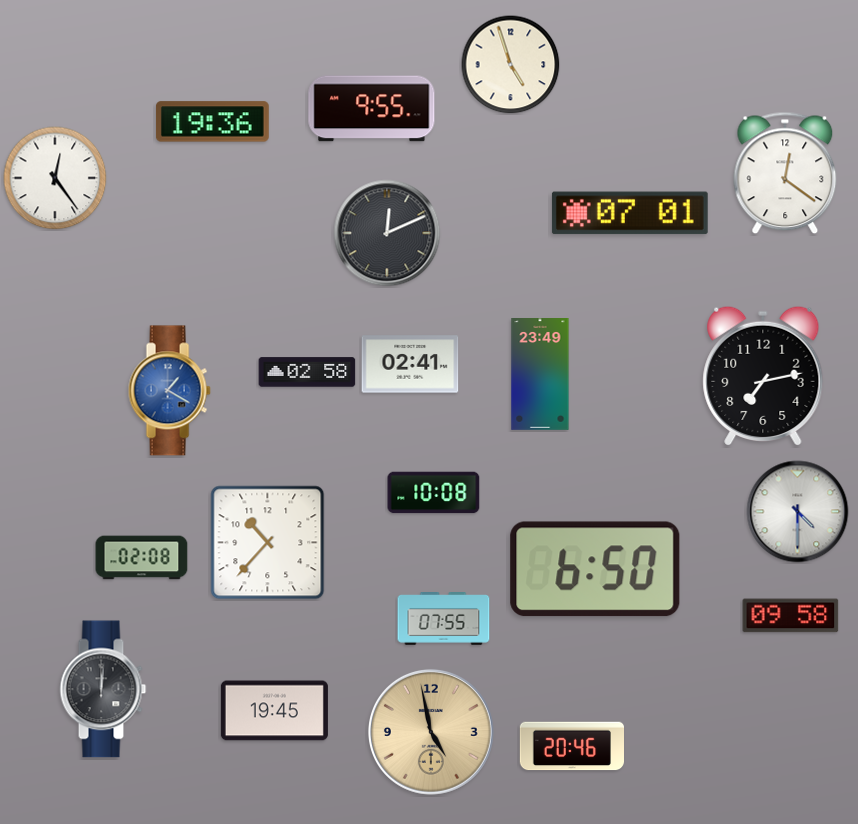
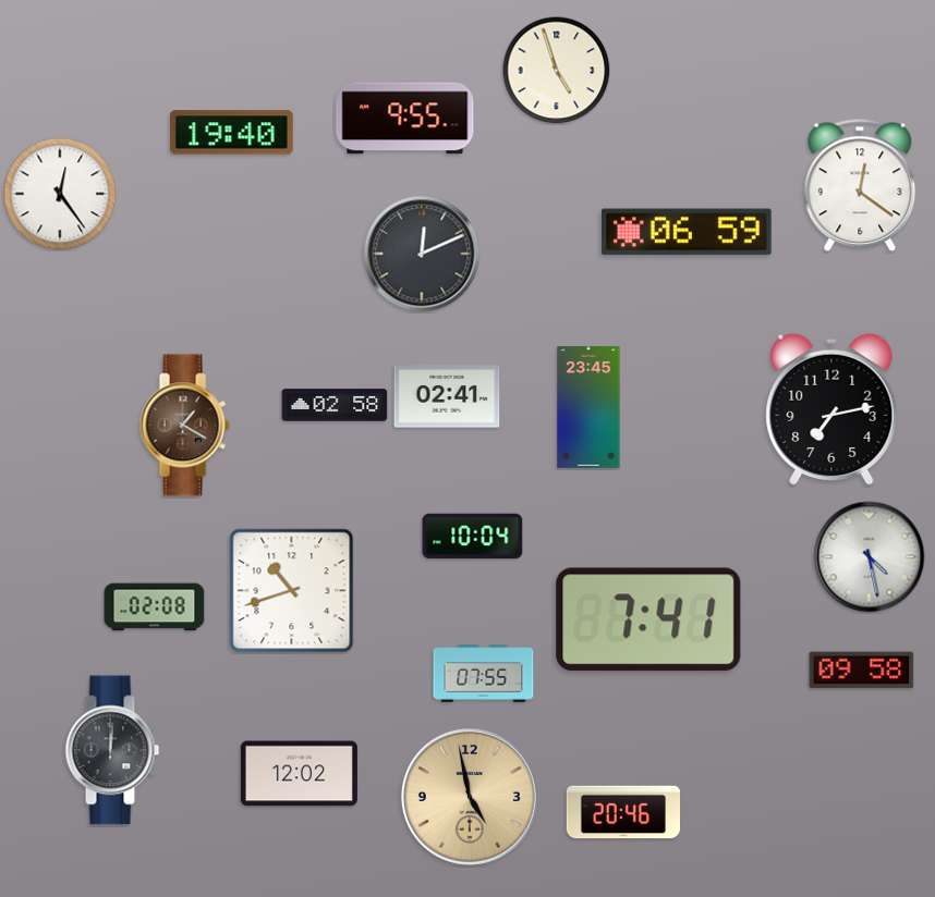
clock at (213, 122): 19:36 -> 19:40
clock at (785, 173) position: (785, 173) -> (860, 185)
clock at (630, 213): 07:01 -> 06:59
clock at (540, 375): 23:49 -> 23:45
clock at (169, 391) dial: blue -> brown
clock at (434, 493): 10:08 -> 10:04
clock at (798, 512): 4:30 -> 4:28
clock at (268, 543): 10:37 -> 10:42
clock at (595, 569): 6:50 -> 7:41
clock at (274, 711): 19:45 -> 12:02
